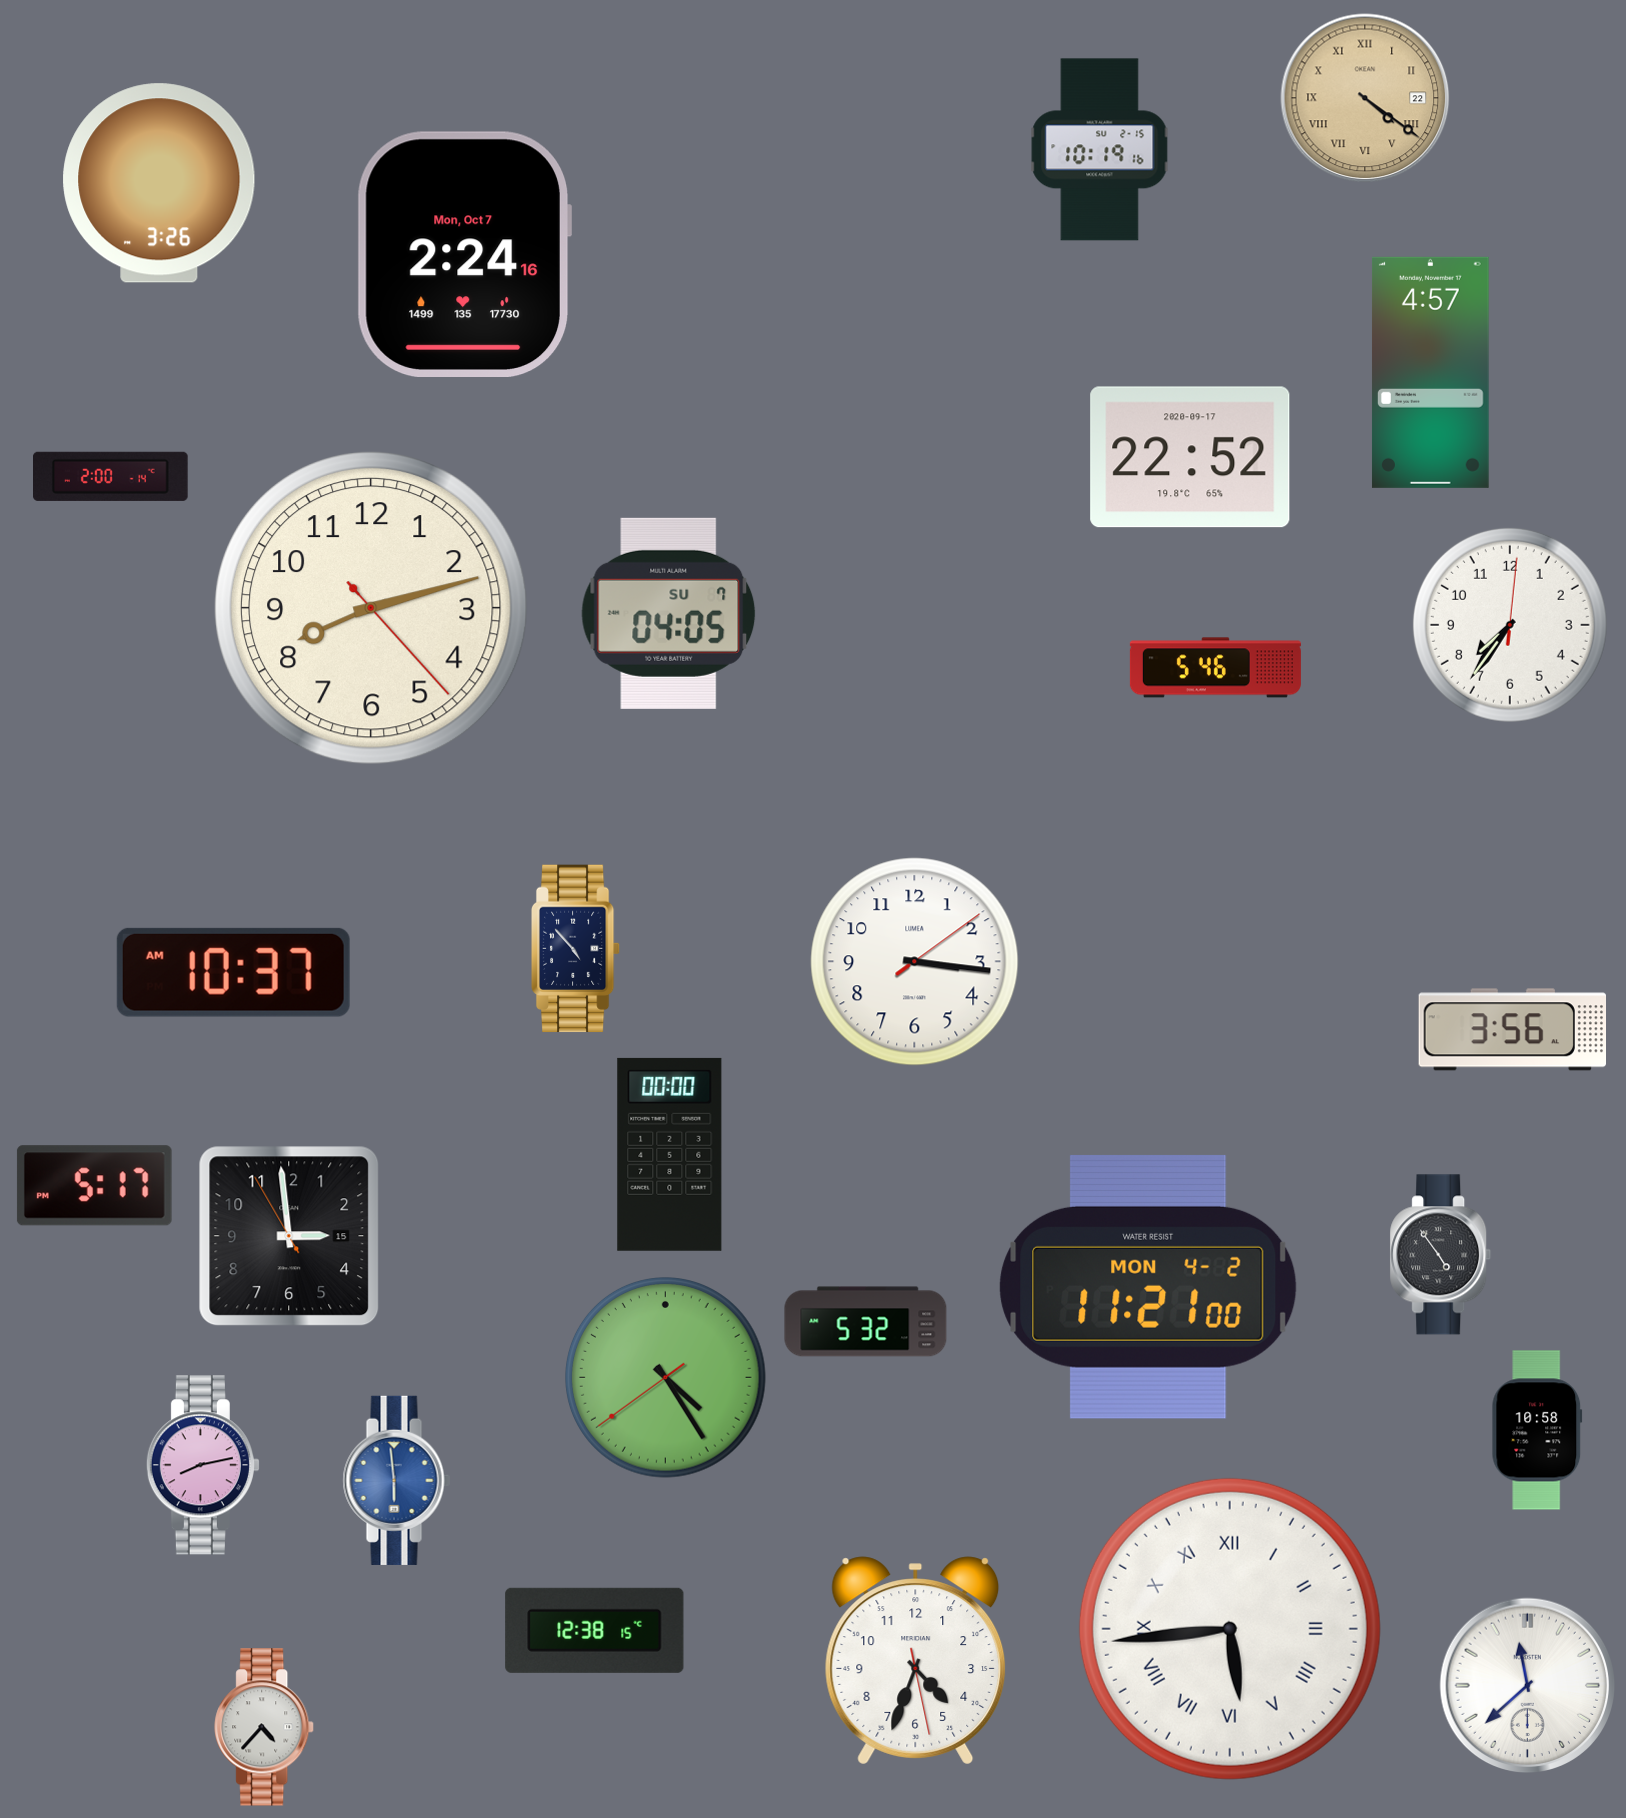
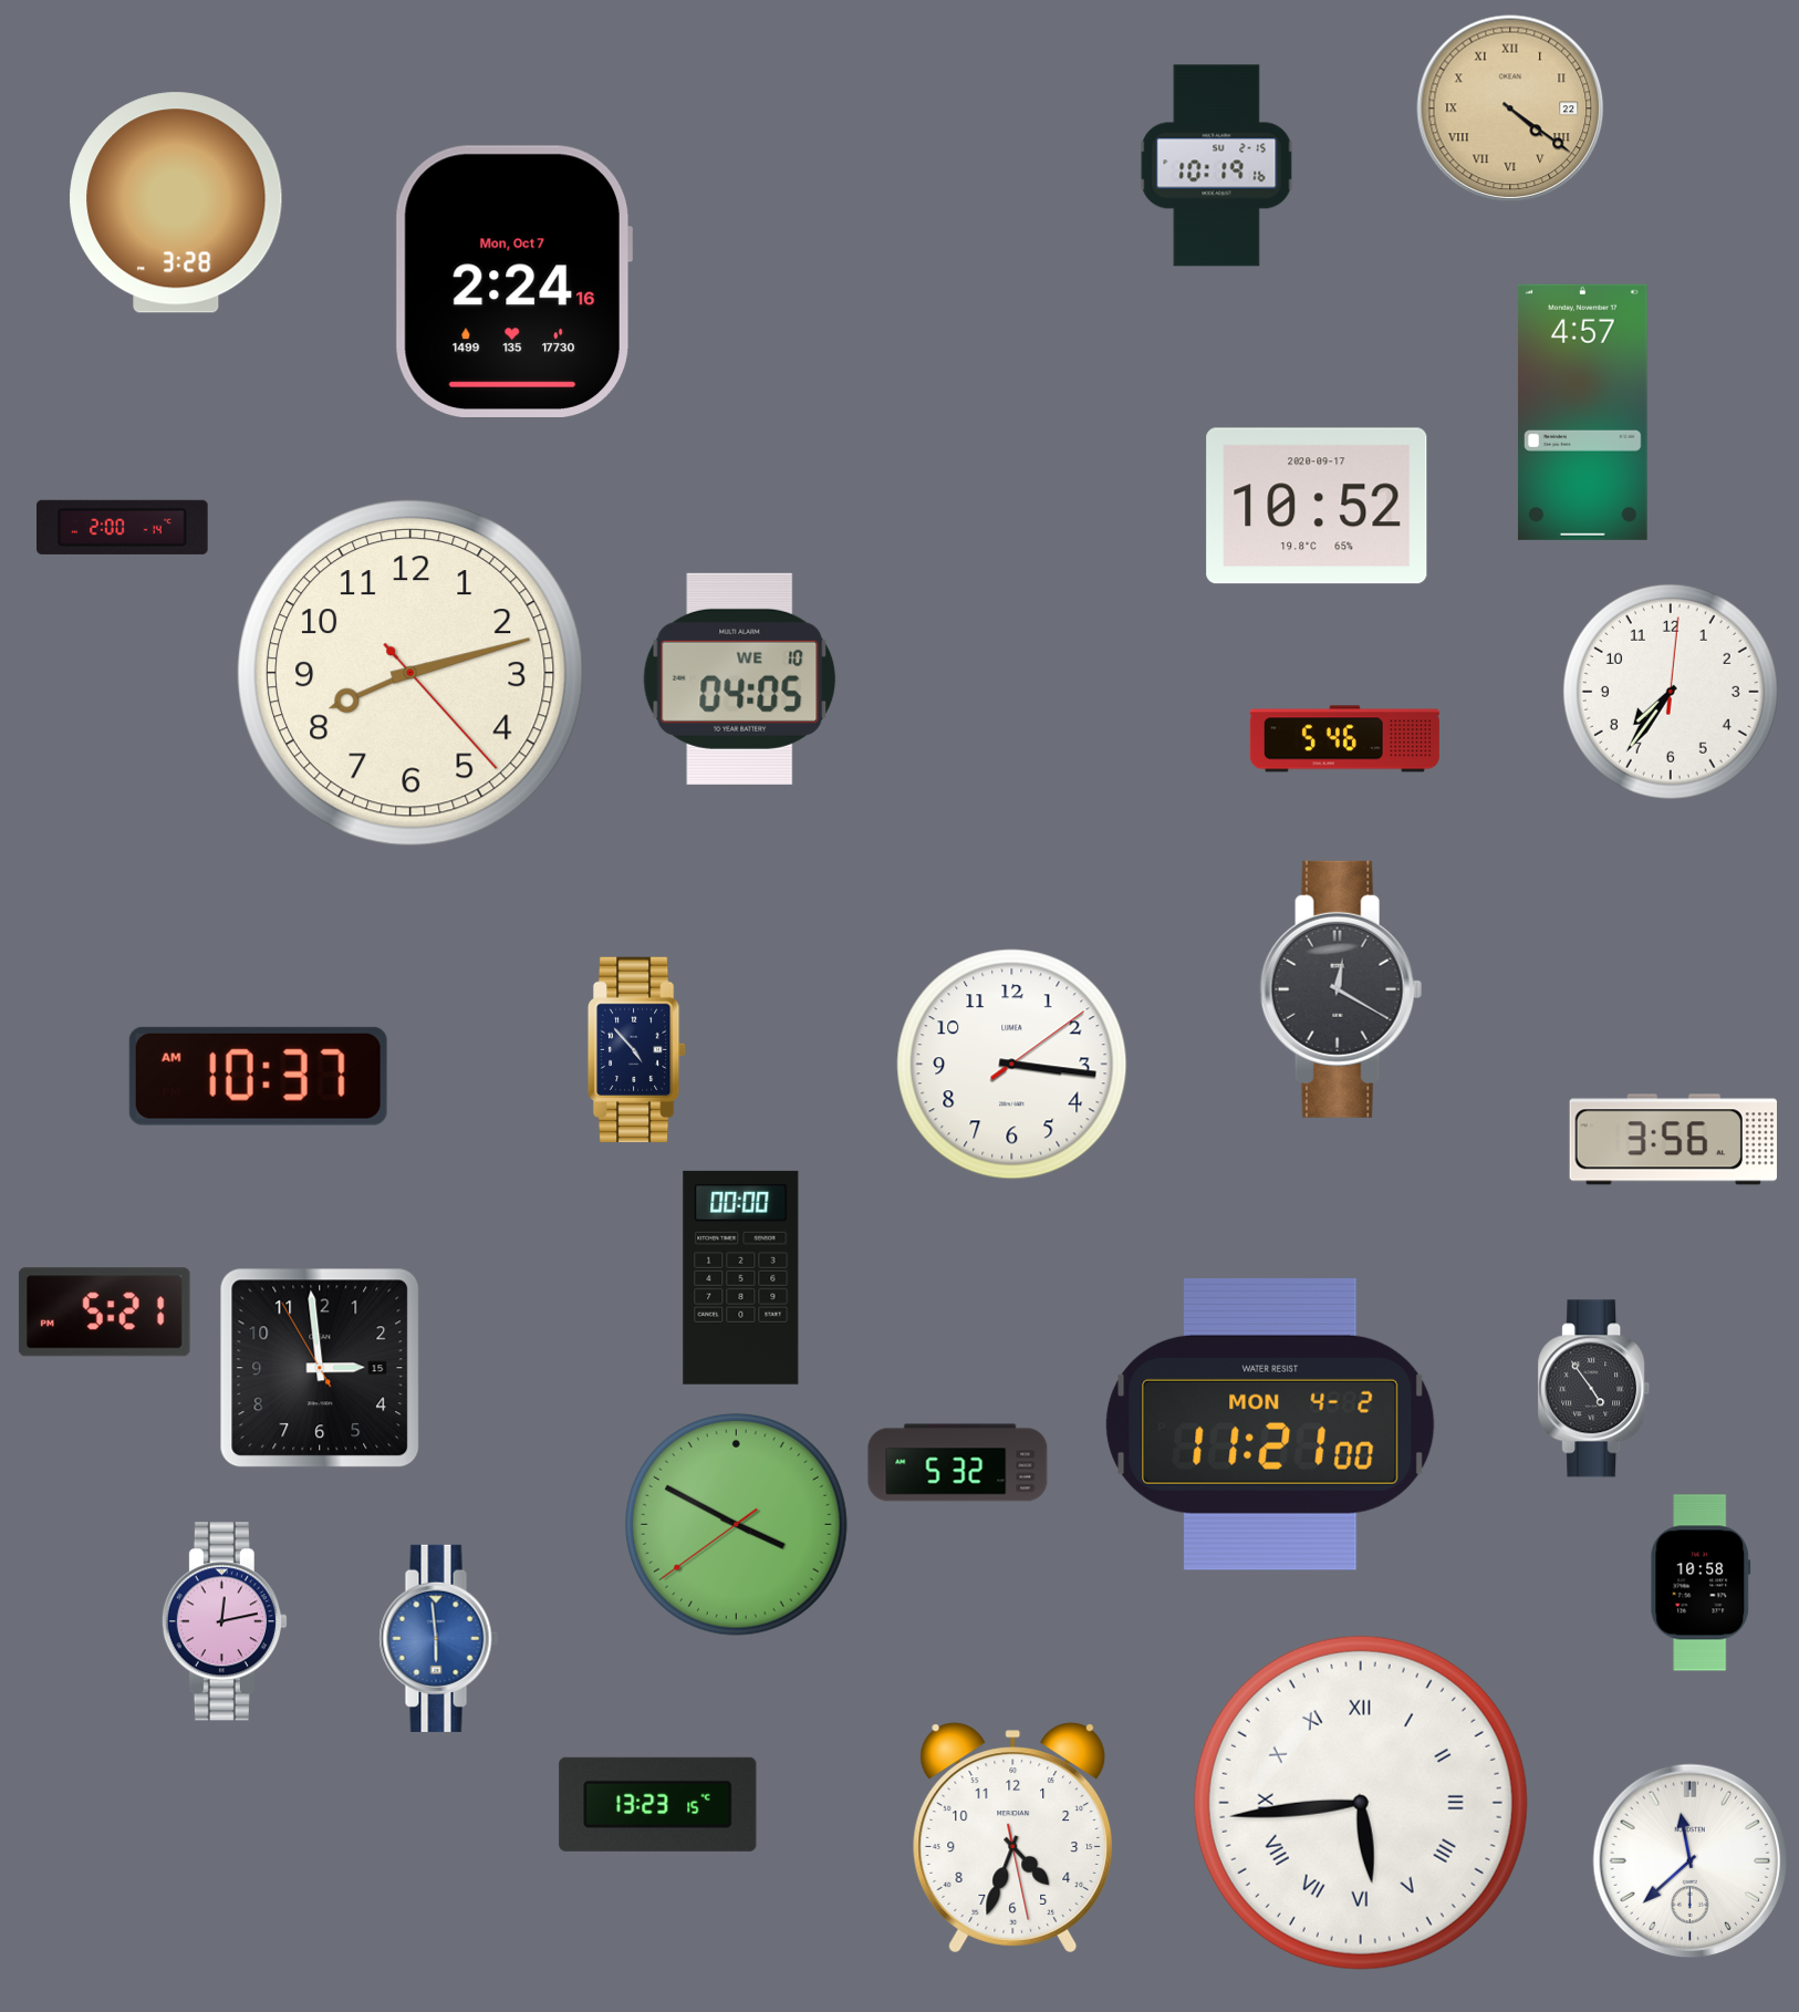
clock at (159, 183): 3:26 -> 3:28
clock at (1190, 457): 22:52 -> 10:52
clock at (669, 613) date: SU 7 -> WE 10
clock at (1341, 989): none -> 12:20
clock at (94, 1186): 5:17 -> 5:21
clock at (666, 1378): 4:24 -> 3:49
clock at (203, 1465): 8:13 -> 12:13
clock at (595, 1630): 12:38 -> 13:23
clock at (1528, 1686) position: (1528, 1686) -> (1691, 1861)
clock at (265, 1727): 4:37 -> none
